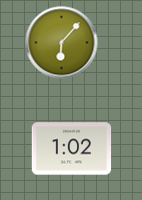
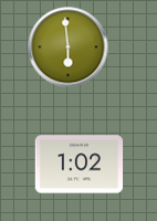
clock at (62, 43): 6:07 -> 5:59
